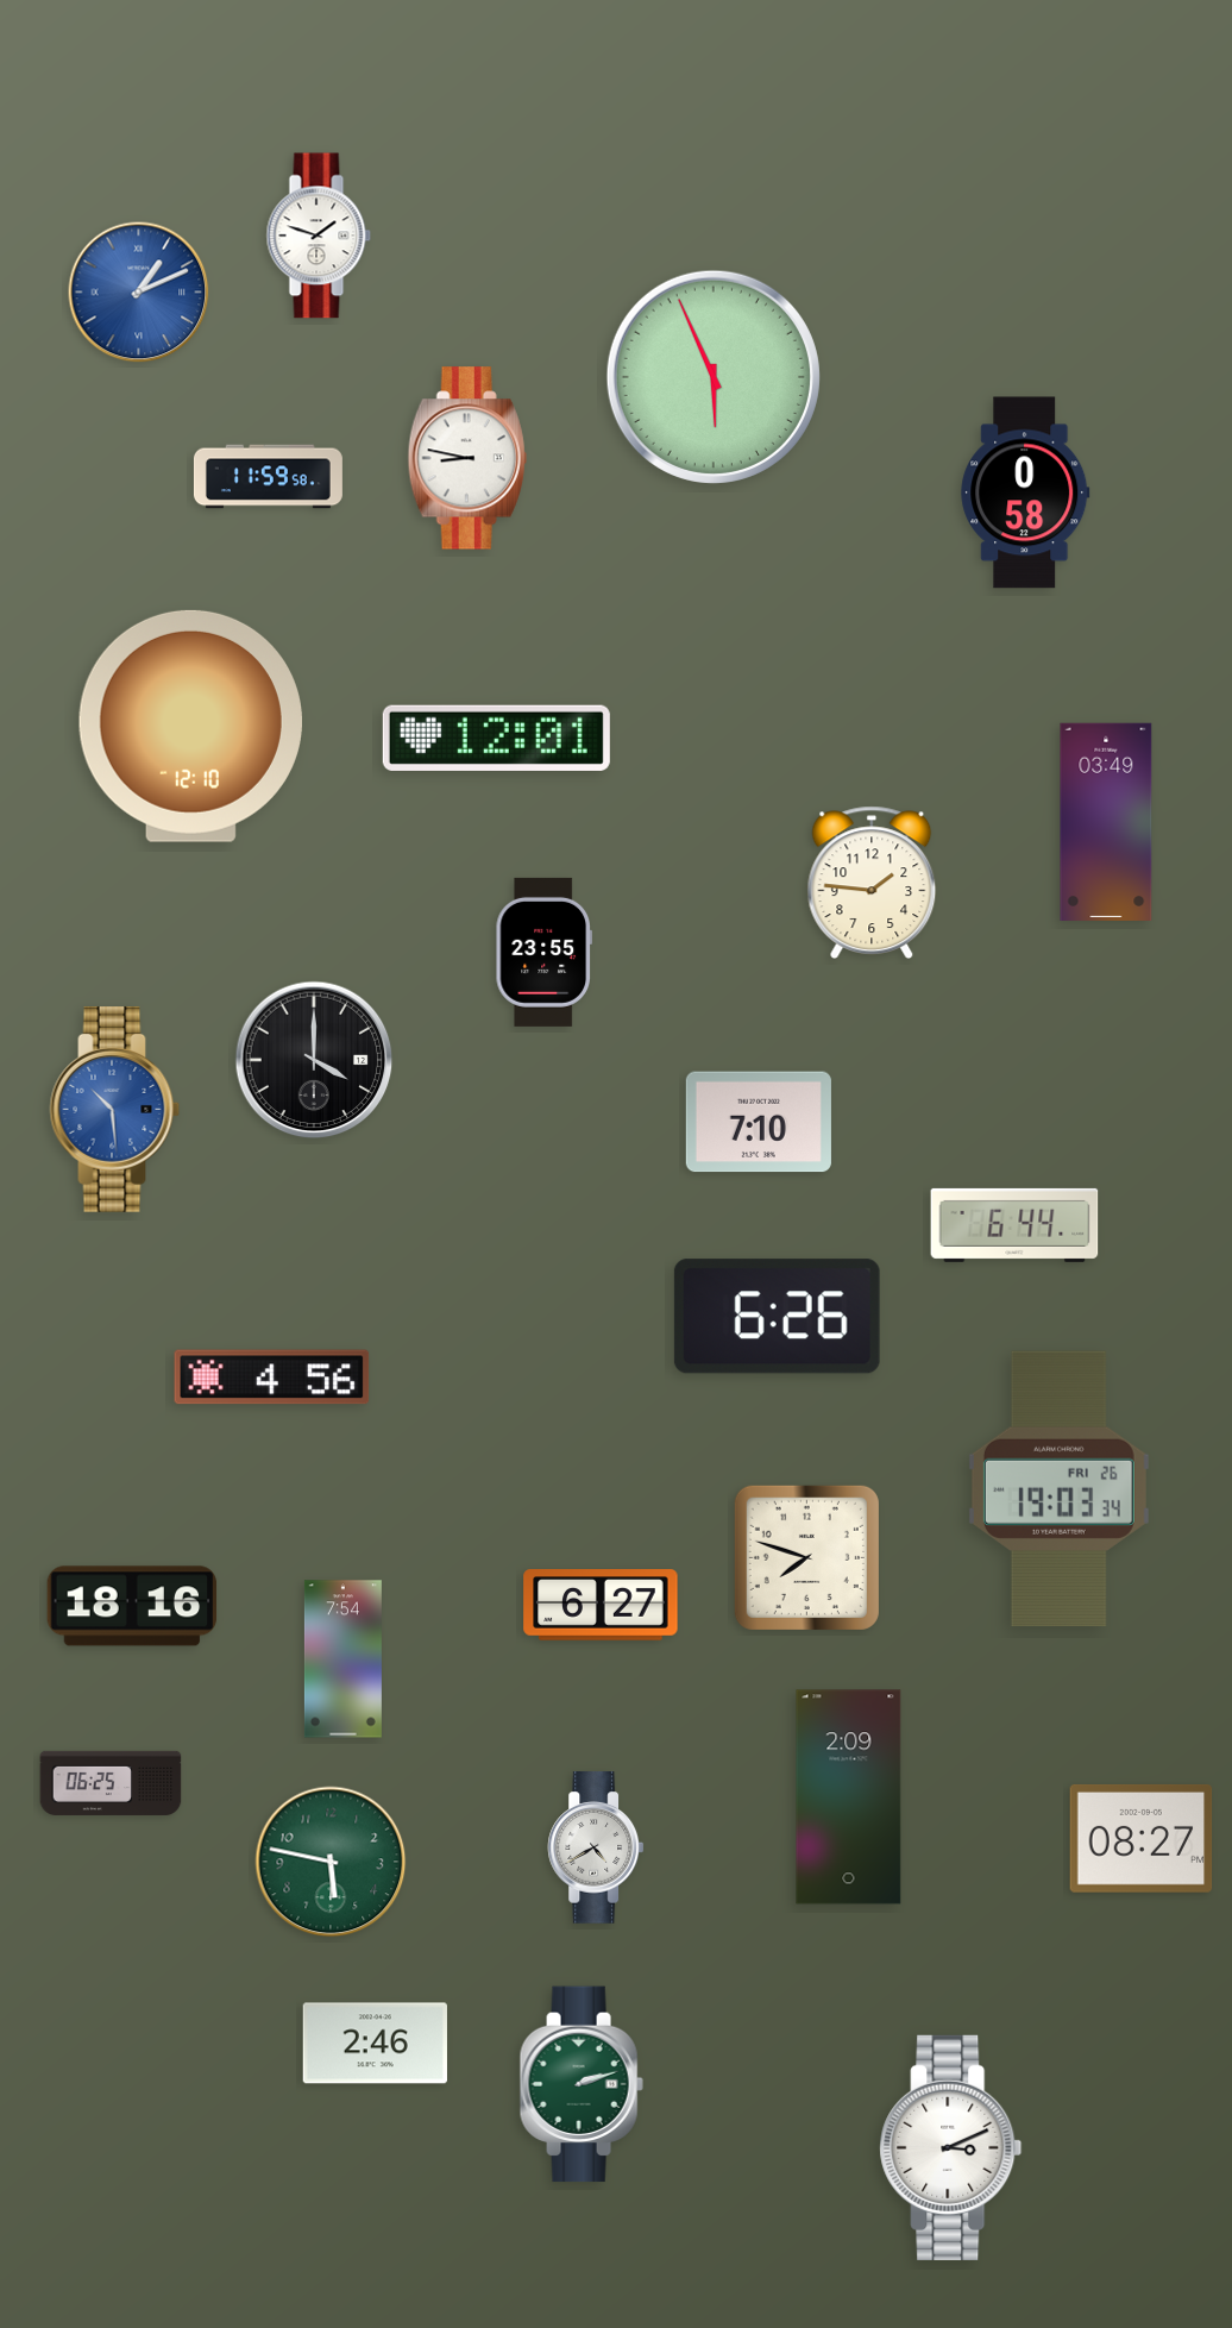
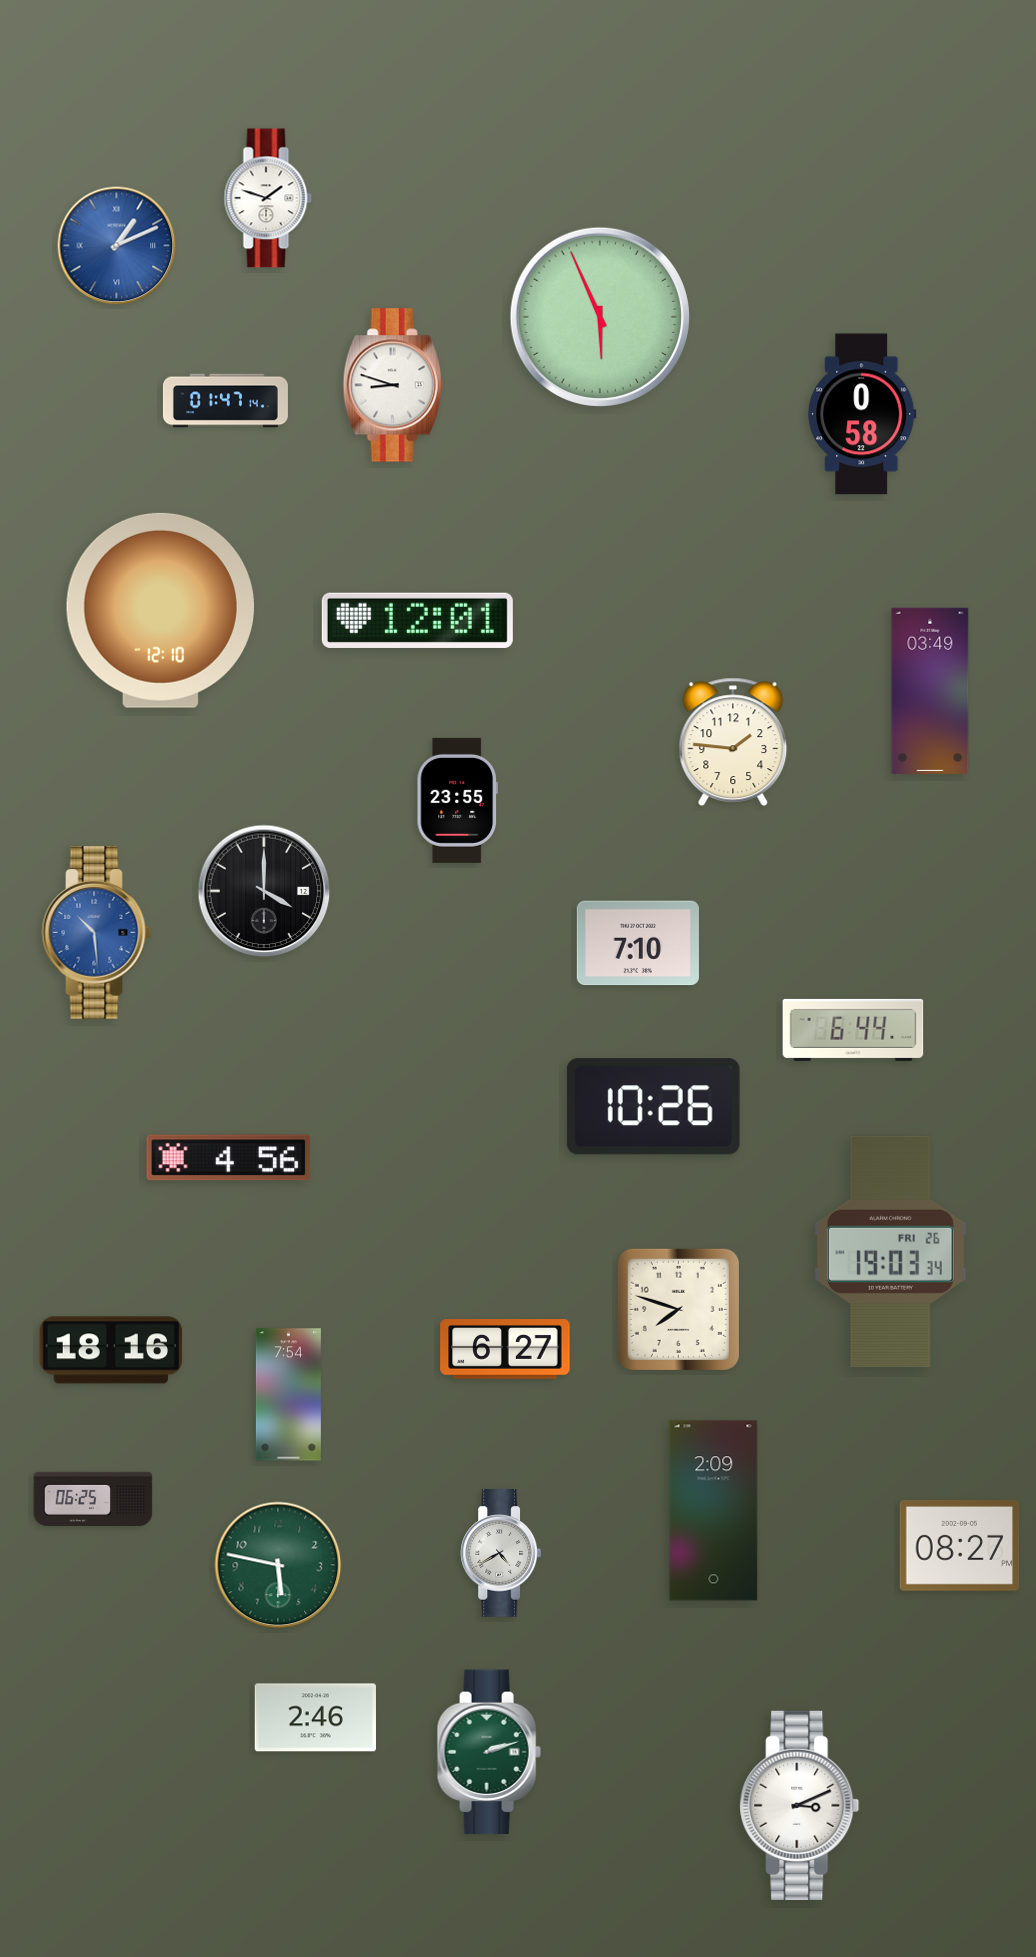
clock at (467, 458): 8:47 -> 8:48
clock at (268, 477): 11:59 -> 01:47
clock at (777, 1317): 6:26 -> 10:26
